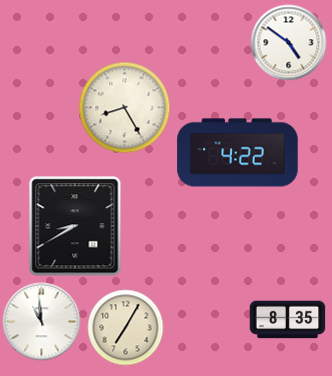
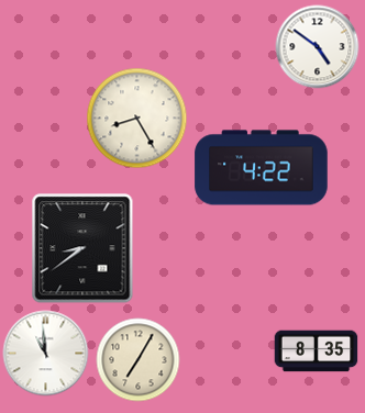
clock at (75, 226): 8:40 -> 8:39
